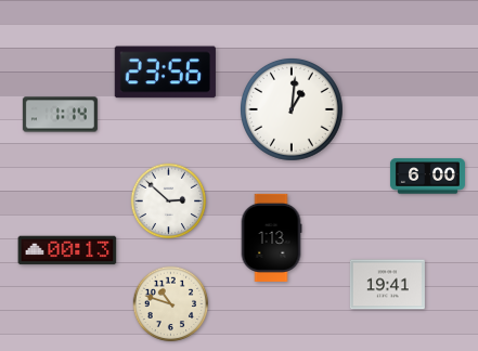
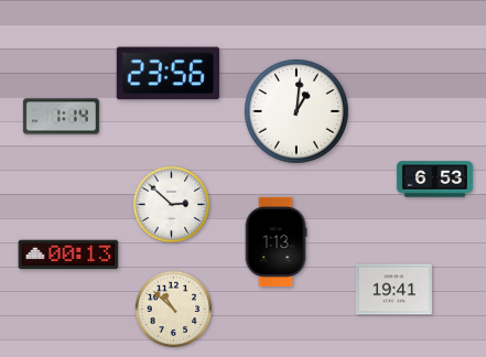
clock at (427, 177): 6:00 -> 6:53
clock at (171, 304): 10:48 -> 10:52
